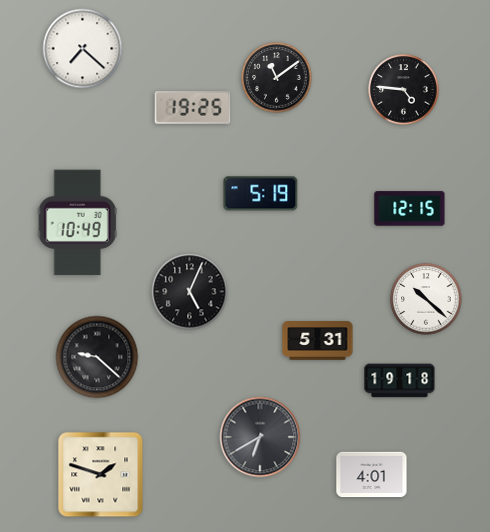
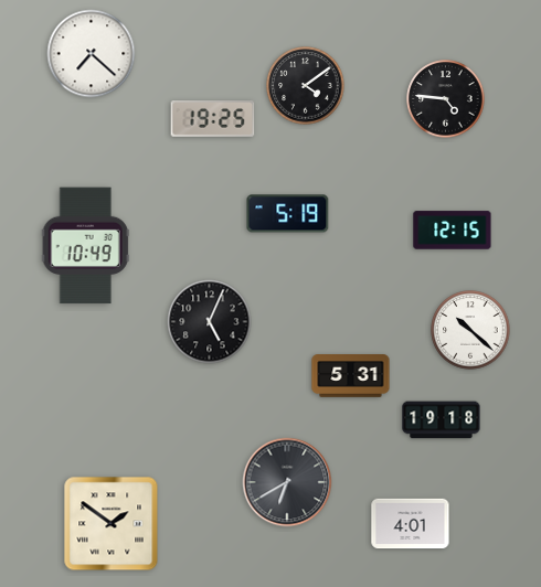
clock at (277, 78): 11:09 -> 4:09
clock at (97, 357): 9:22 -> none
clock at (101, 475): 1:48 -> 1:51
